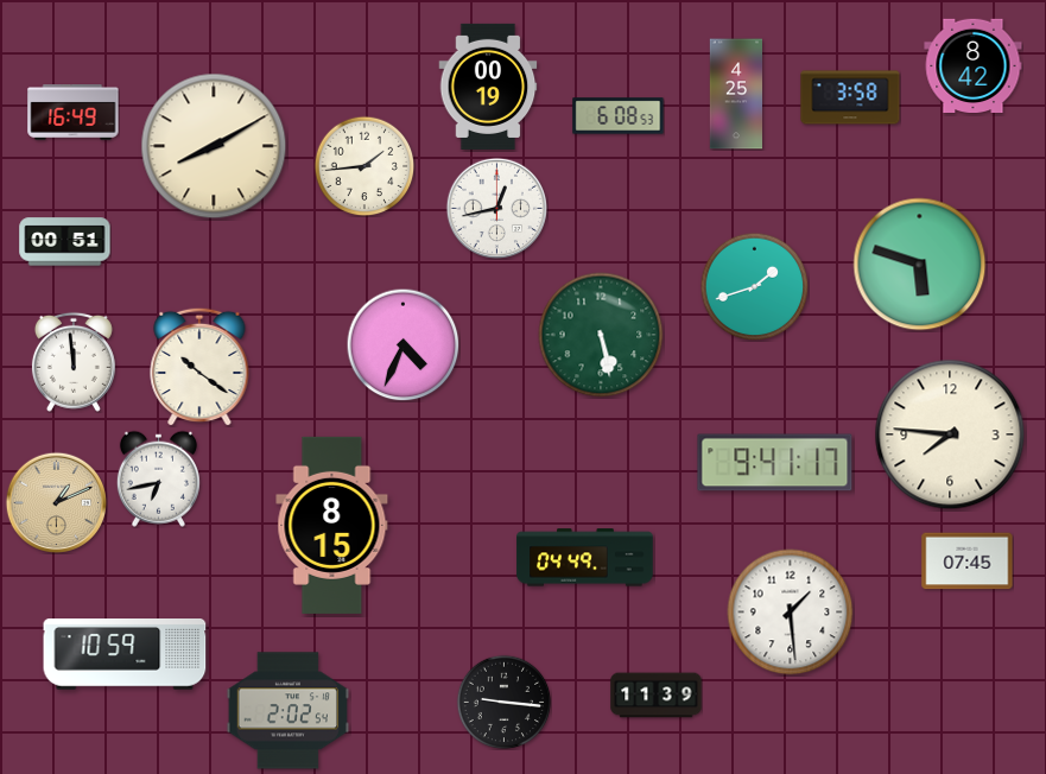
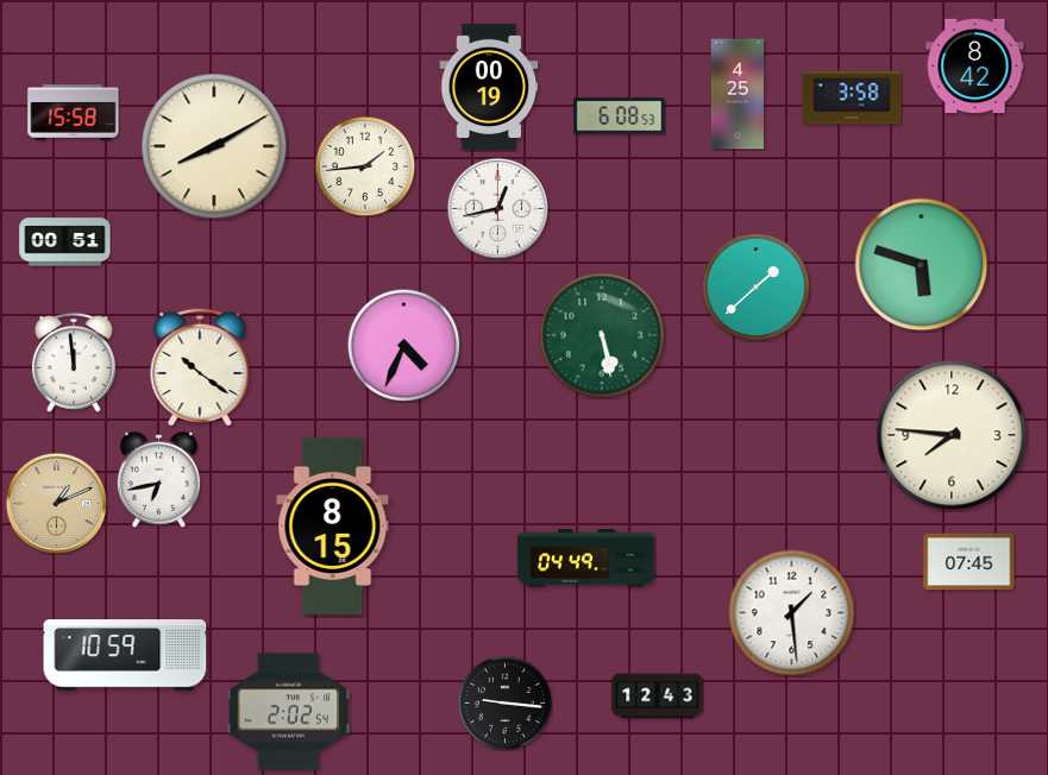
clock at (74, 113): 16:49 -> 15:58
clock at (754, 286): 1:42 -> 1:38
clock at (775, 463): 9:41 -> none
clock at (657, 696): 11:39 -> 12:43
